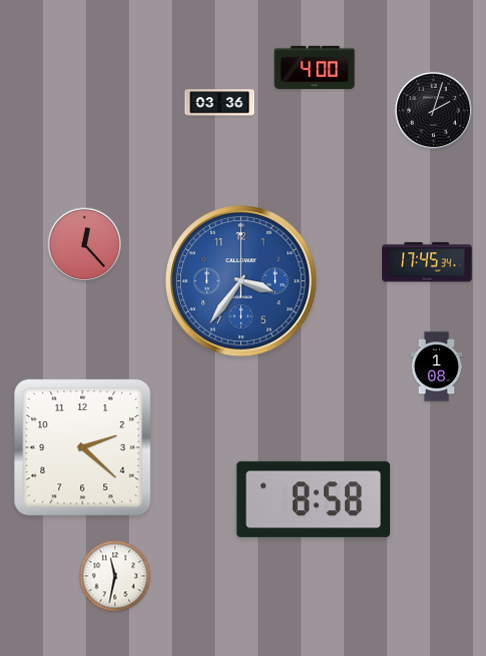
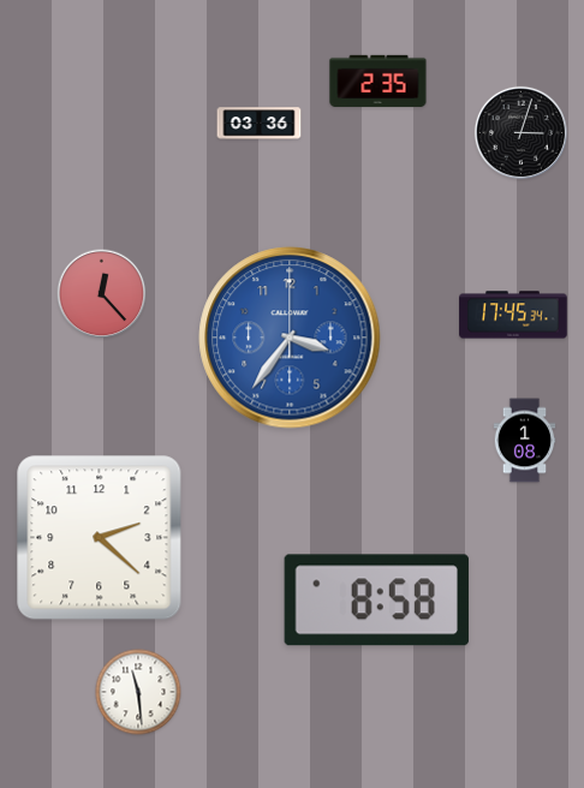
clock at (315, 67): 4:00 -> 2:35
clock at (220, 103) position: (220, 103) -> (260, 124)
clock at (433, 110): 2:03 -> 3:03
clock at (115, 576): 11:32 -> 11:29
